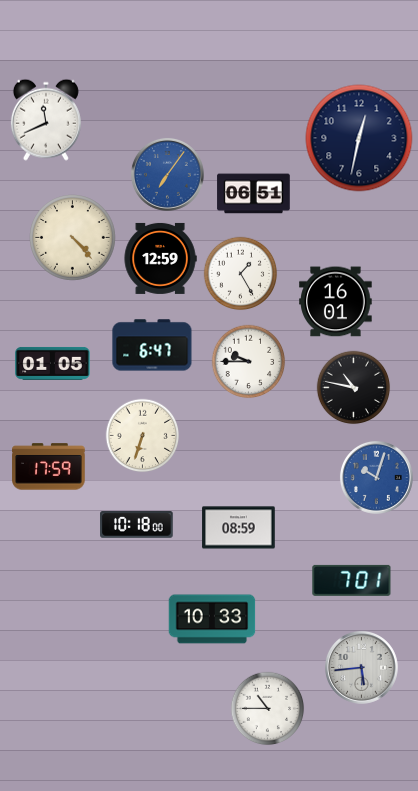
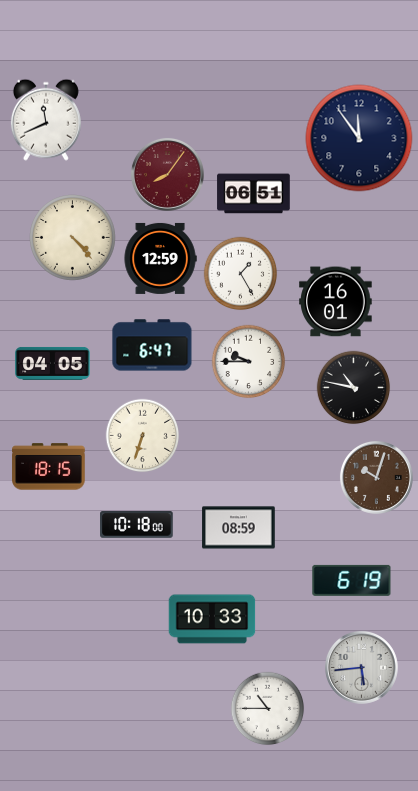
clock at (359, 138): 12:32 -> 11:54
clock at (167, 174): 7:06 -> 8:06
clock at (167, 174) dial: blue -> burgundy
clock at (53, 363): 01:05 -> 04:05
clock at (49, 467): 17:59 -> 18:15
clock at (376, 477) dial: blue -> brown
clock at (352, 580): 7:01 -> 6:19
